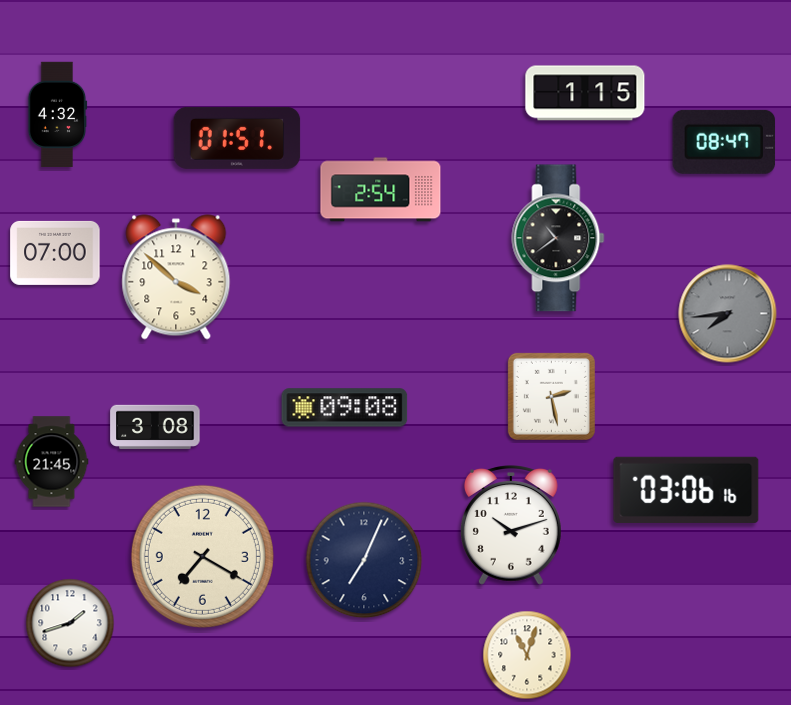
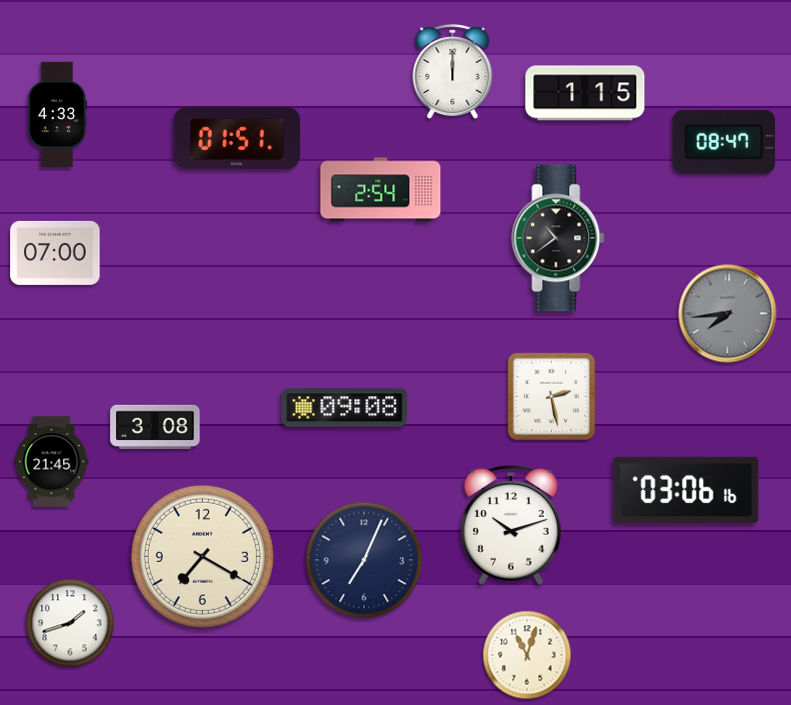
clock at (453, 71): none -> 12:00
clock at (57, 114): 4:32 -> 4:33
clock at (176, 277): 3:52 -> none
